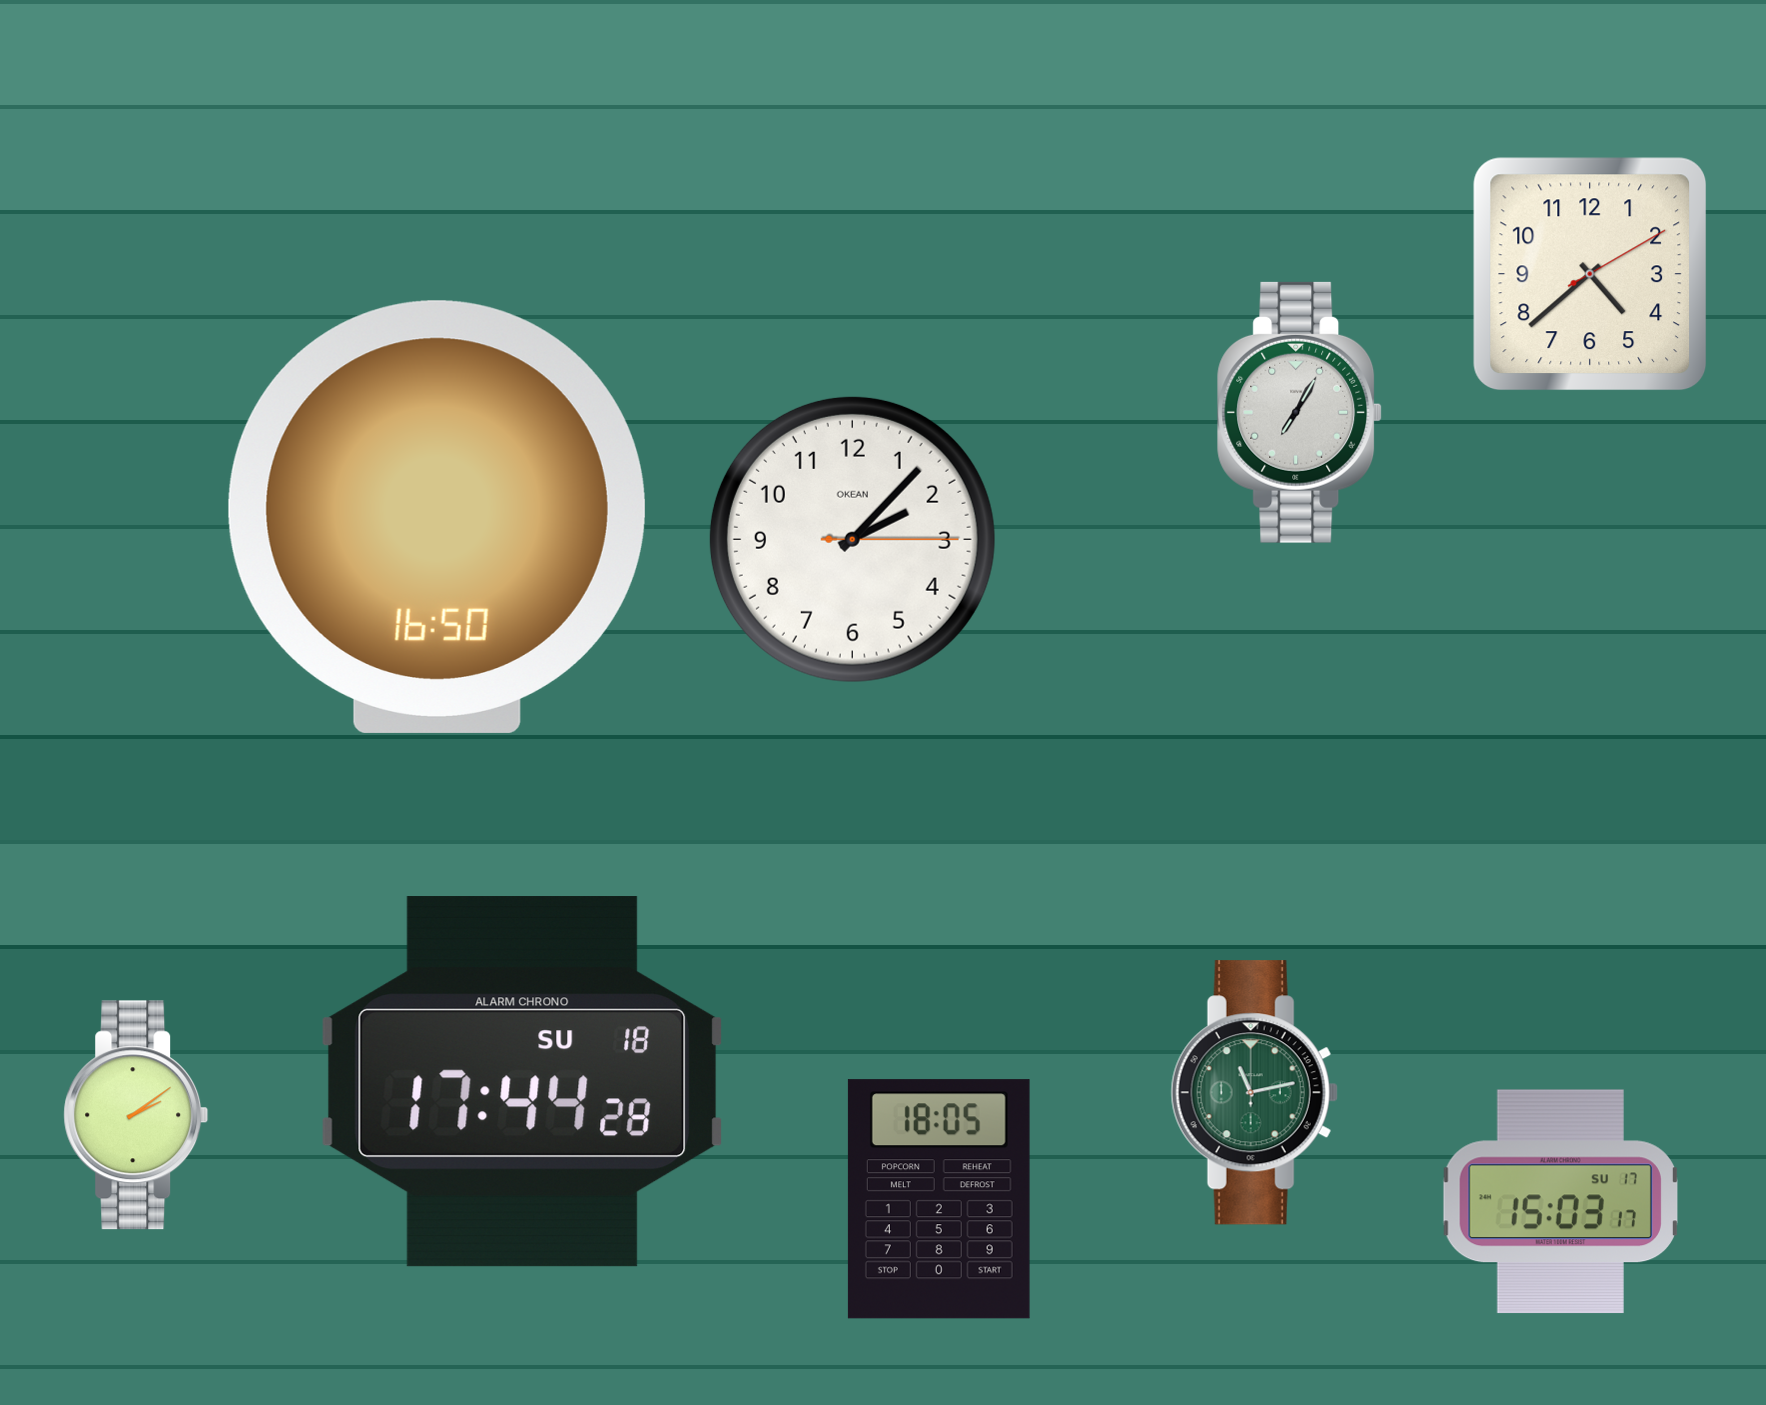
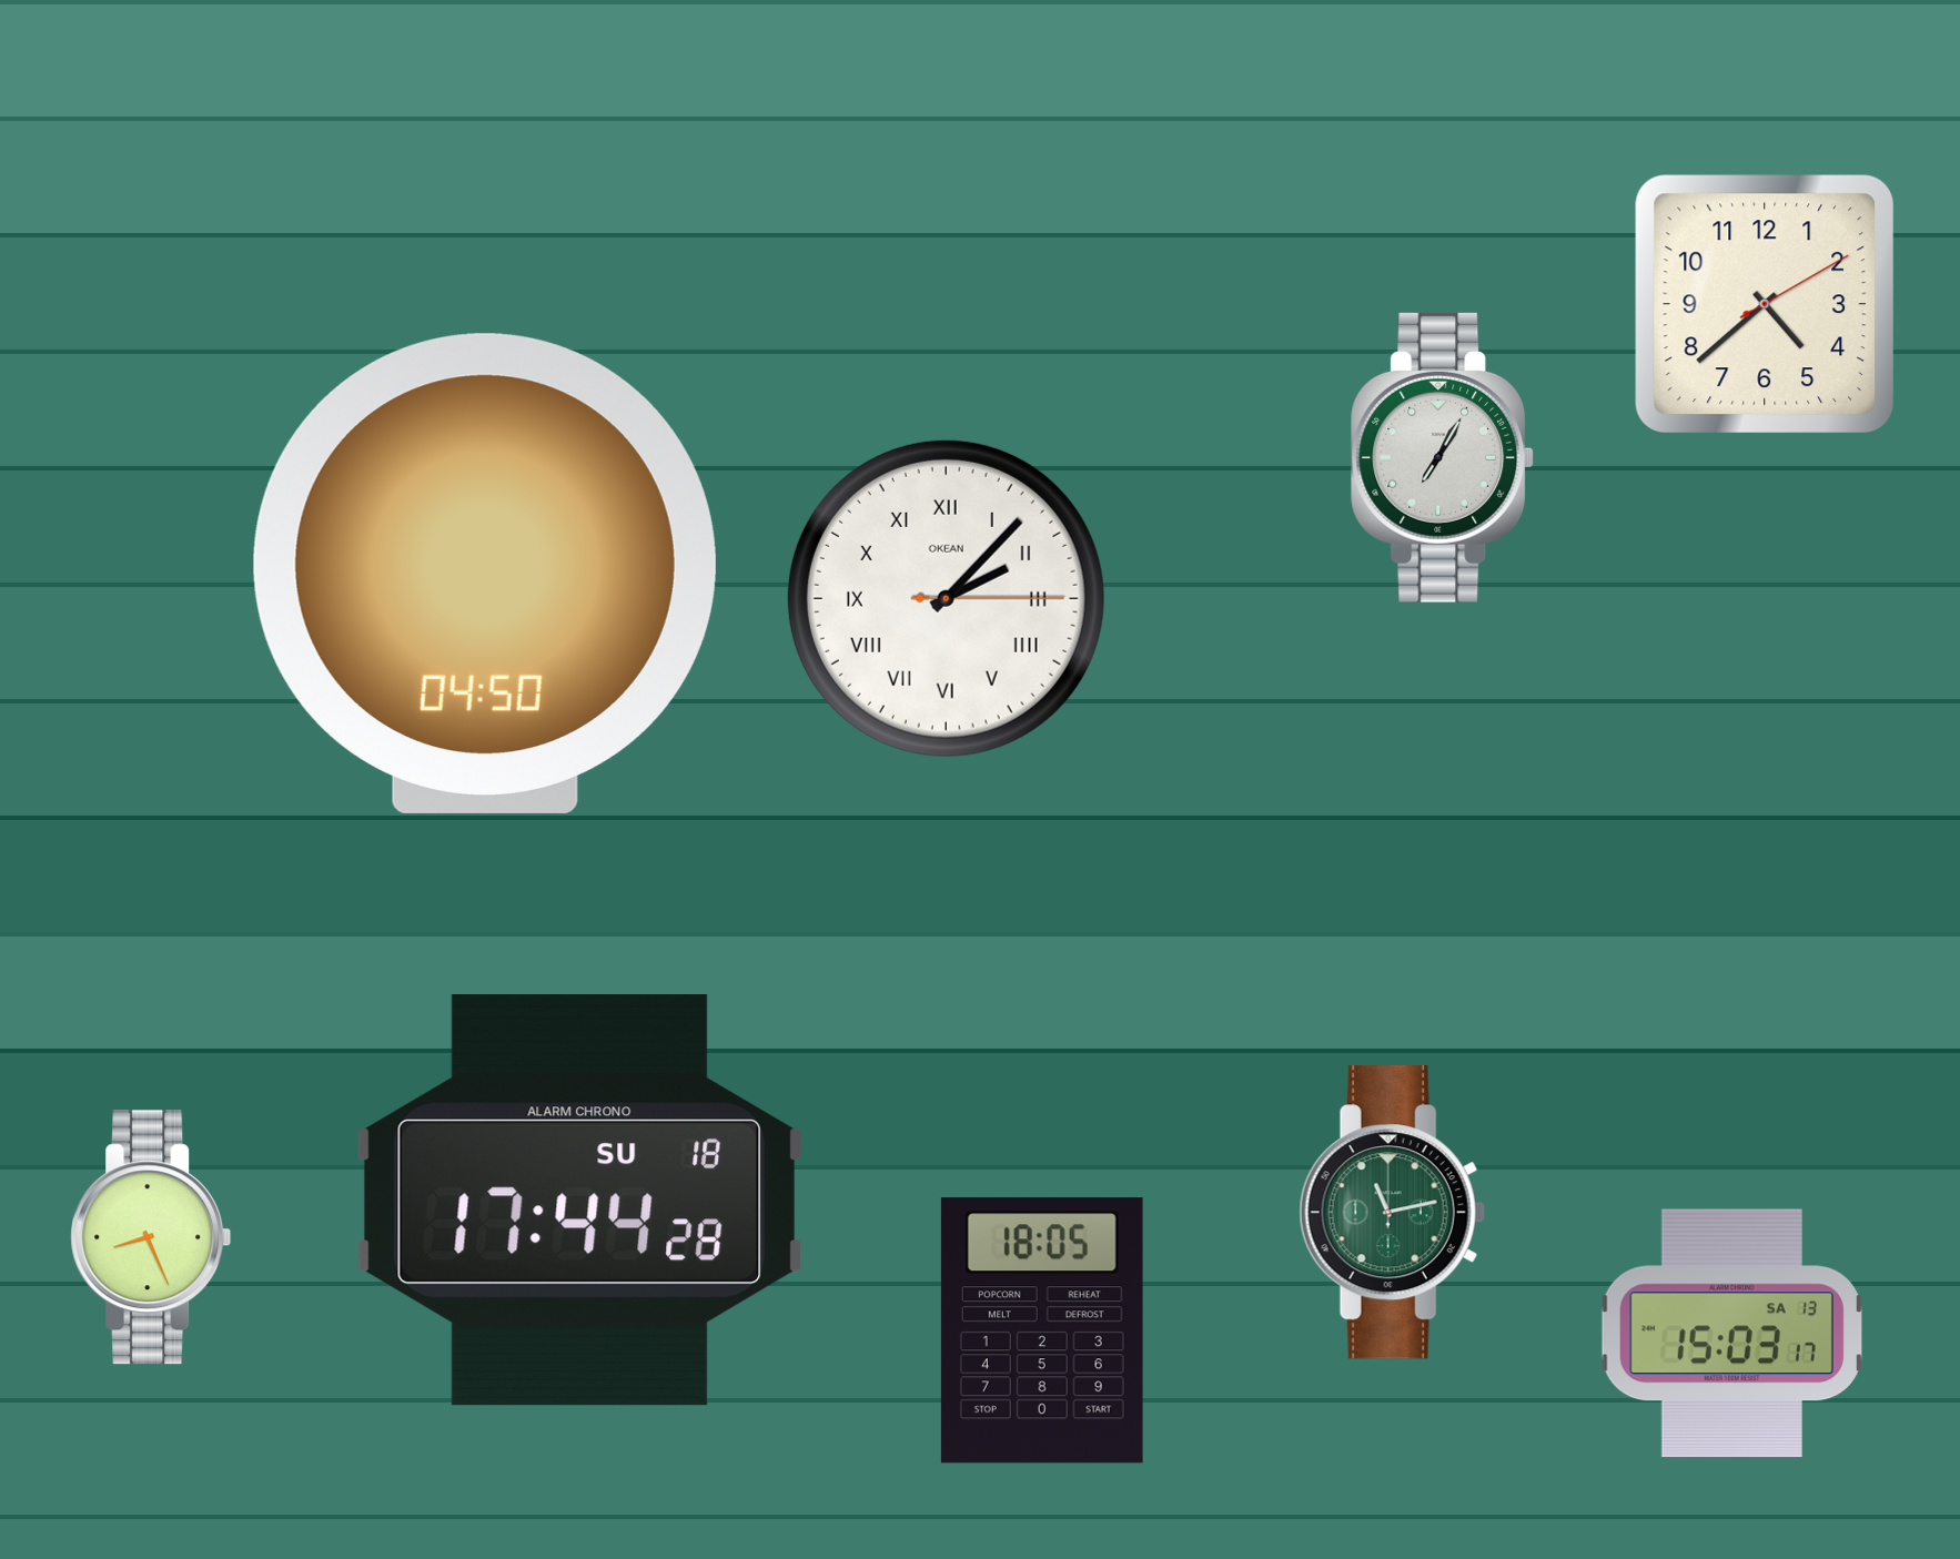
clock at (437, 517): 16:50 -> 04:50
clock at (852, 539) numerals: Arabic -> Roman
clock at (136, 1115): 2:09 -> 8:26
clock at (1560, 1202) date: SU 17 -> SA 13
